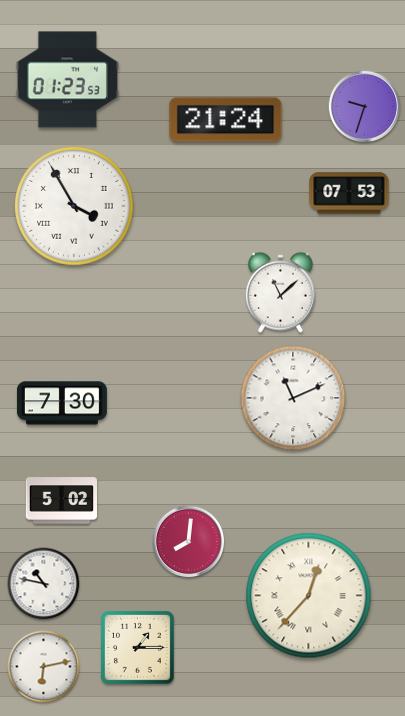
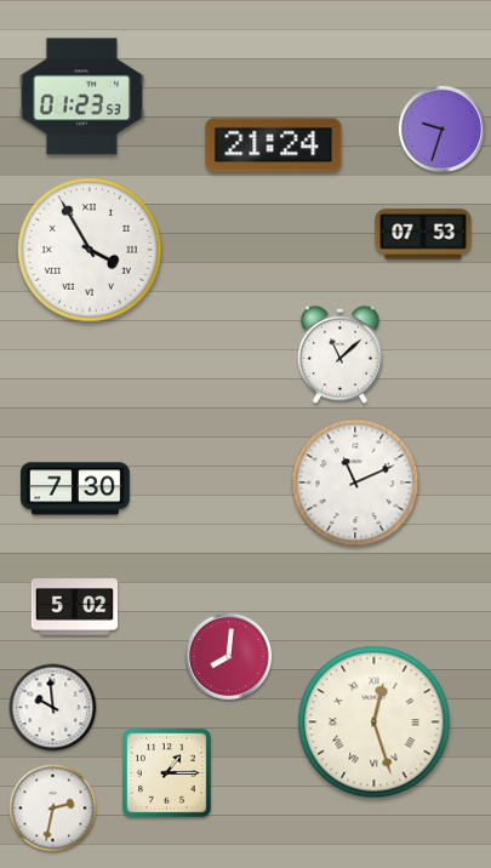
clock at (44, 584): 10:47 -> 9:59
clock at (309, 596): 12:37 -> 12:27
clock at (138, 648) position: (138, 648) -> (167, 773)
clock at (44, 667): 6:13 -> 2:32
